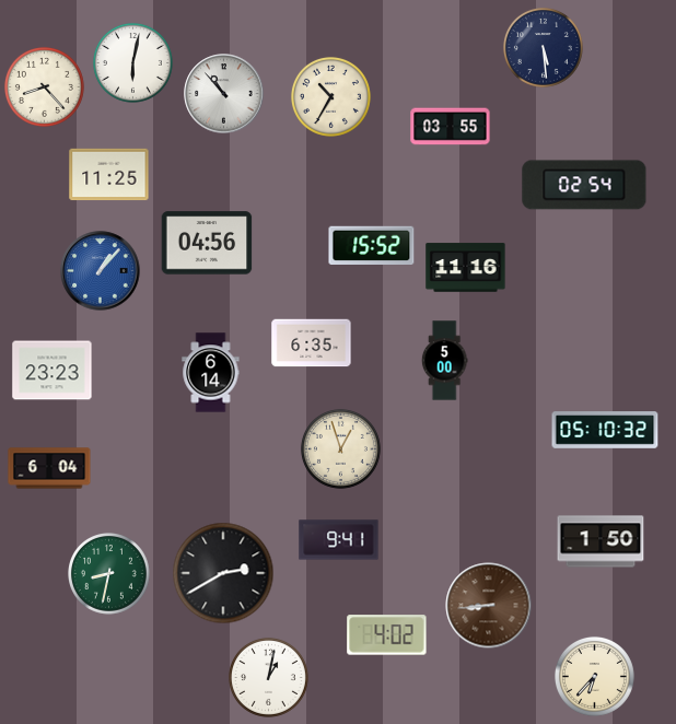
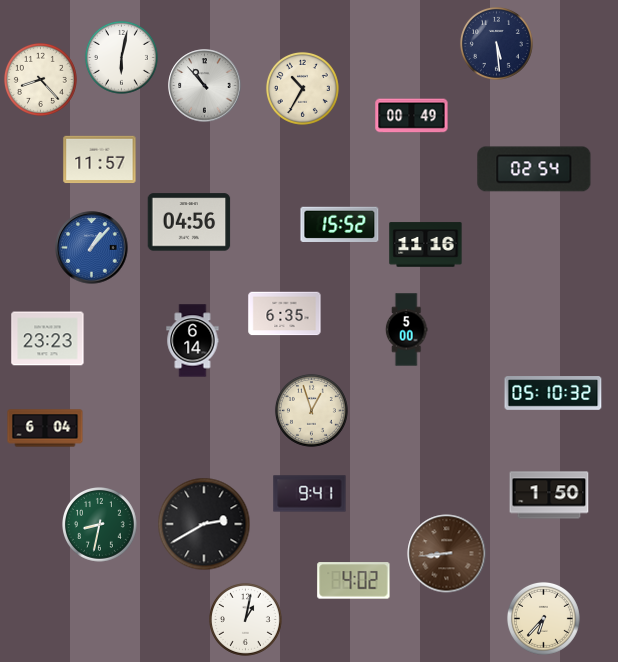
clock at (451, 127): 03:55 -> 00:49
clock at (109, 175): 11:25 -> 11:57
